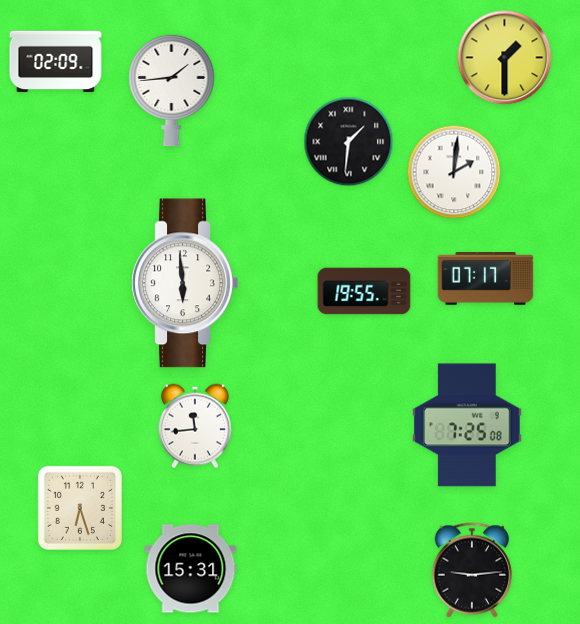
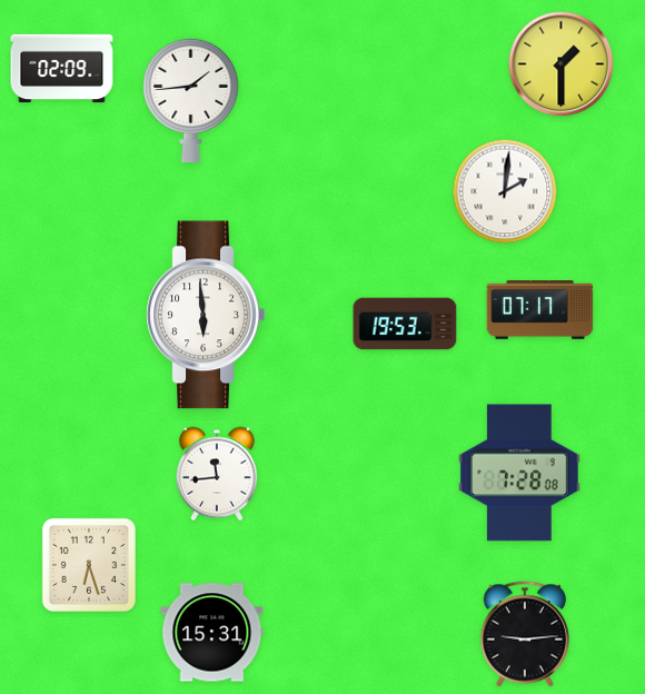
clock at (349, 142): 1:31 -> none
clock at (364, 291): 19:55 -> 19:53
clock at (467, 425): 7:25 -> 7:28
